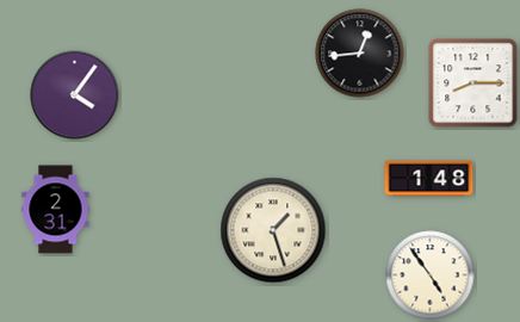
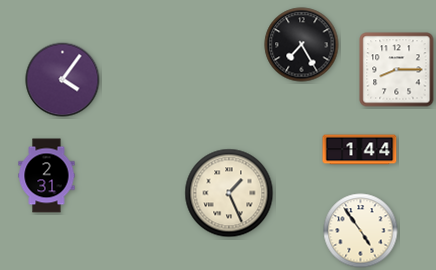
clock at (360, 54): 12:44 -> 7:25
clock at (429, 179): 1:48 -> 1:44
clock at (273, 230): 1:27 -> 1:26
